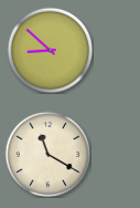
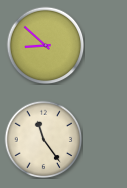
clock at (47, 154): 11:20 -> 11:24
